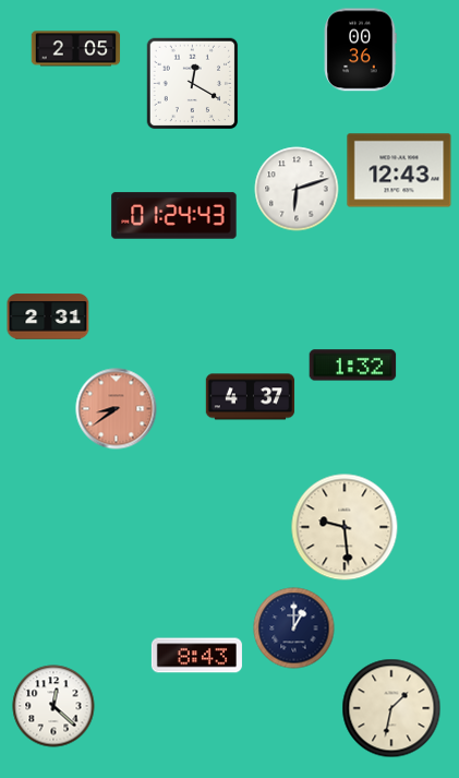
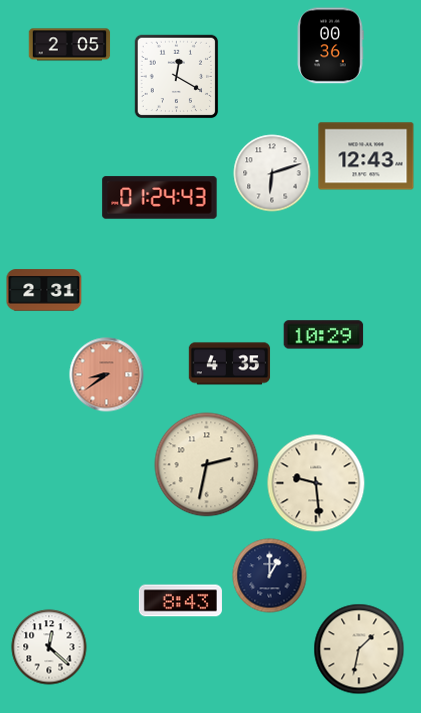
clock at (353, 366): 1:32 -> 10:29
clock at (251, 397): 4:37 -> 4:35
clock at (207, 465): none -> 2:32
